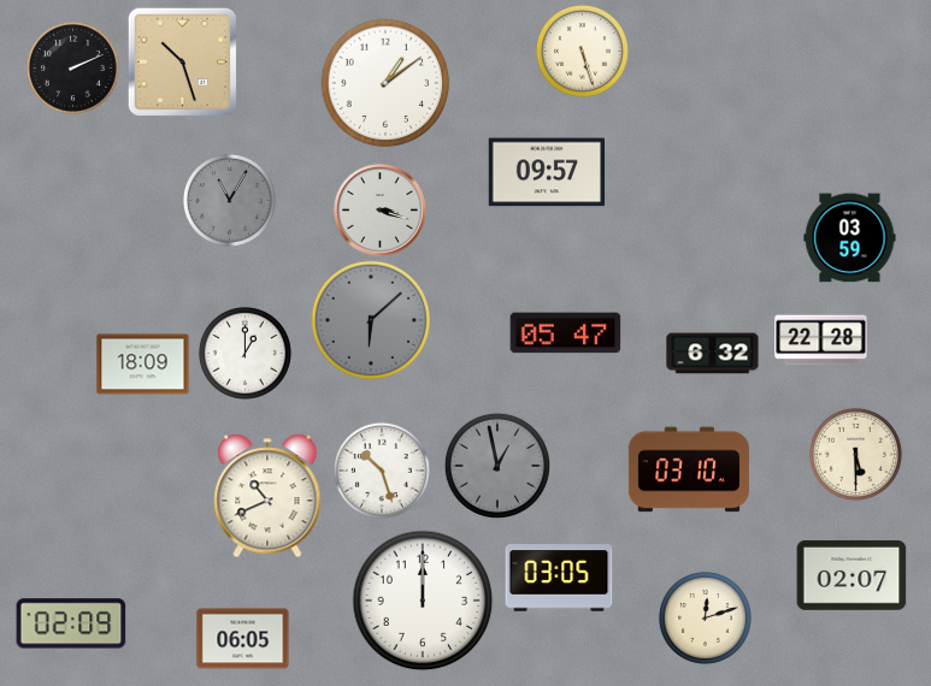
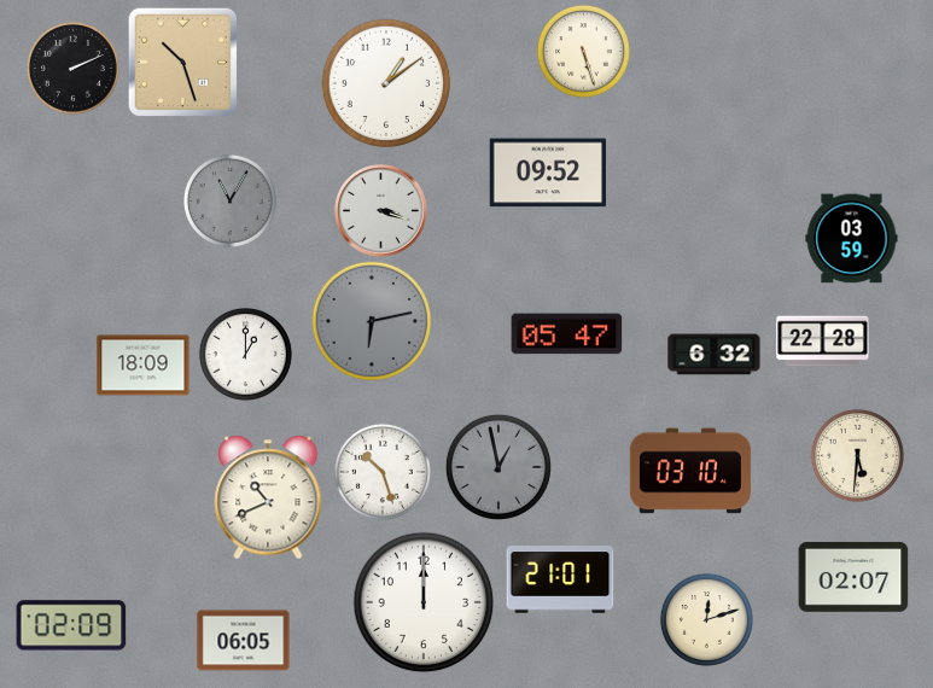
clock at (546, 172): 09:57 -> 09:52
clock at (371, 320): 6:08 -> 6:13
clock at (855, 454): 5:30 -> 5:31
clock at (559, 578): 03:05 -> 21:01
